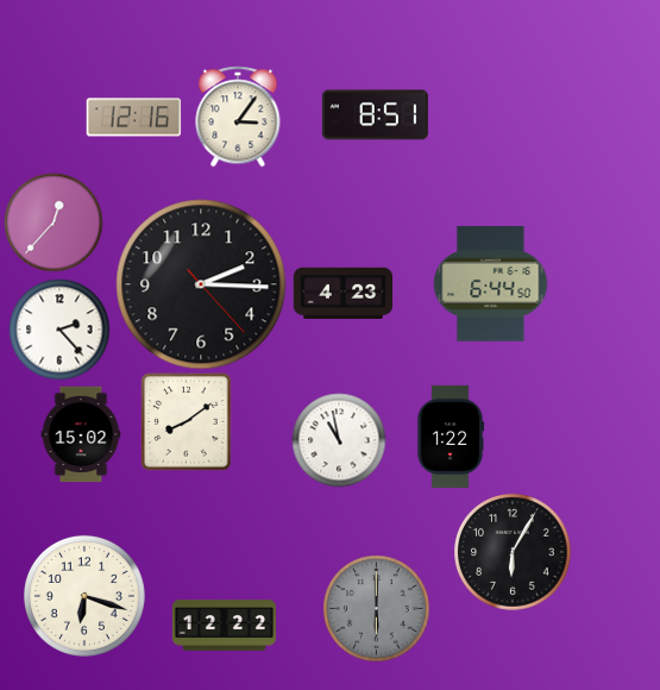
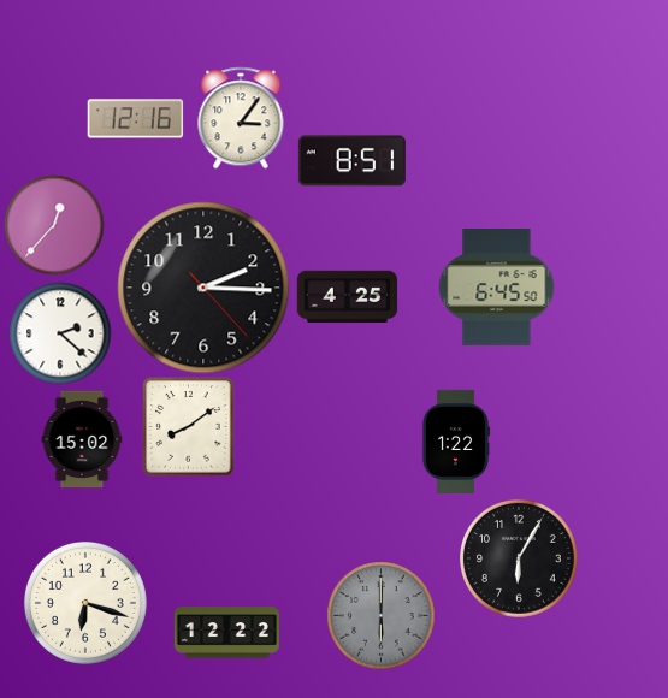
clock at (375, 115) position: (375, 115) -> (351, 161)
clock at (491, 284): 6:44 -> 6:45
clock at (342, 293): 4:23 -> 4:25
clock at (59, 330): 2:23 -> 2:22
clock at (339, 440): 10:58 -> none
